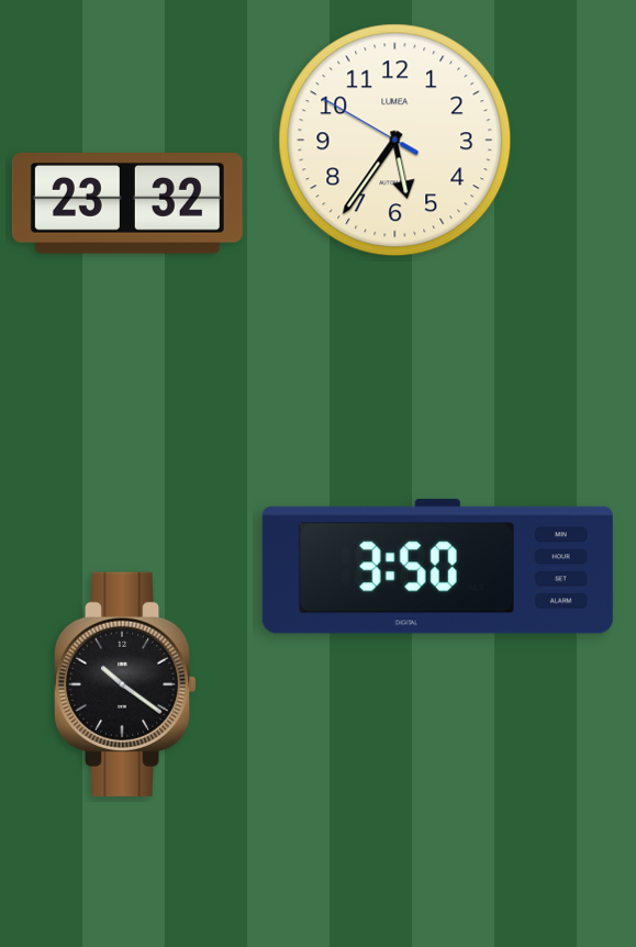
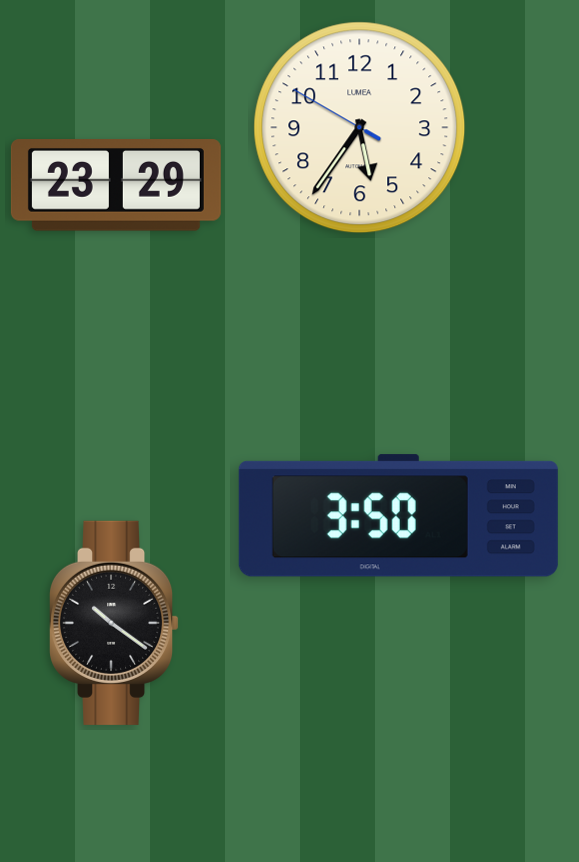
clock at (127, 203): 23:32 -> 23:29
